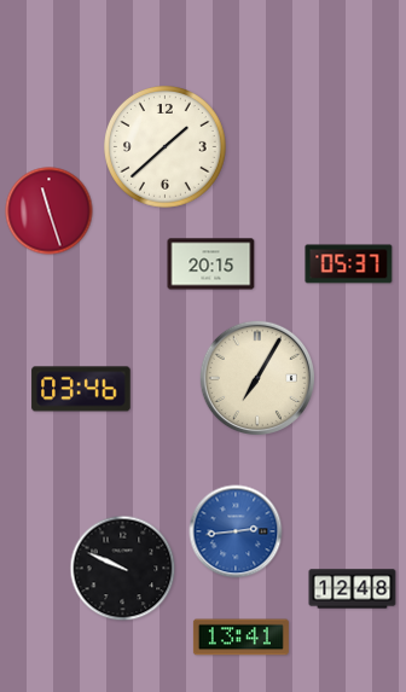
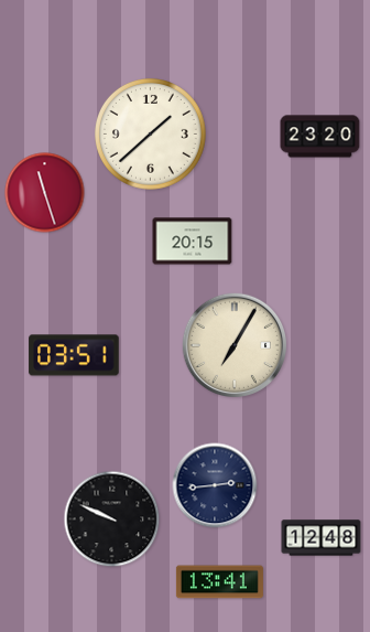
clock at (320, 137): none -> 23:20
clock at (349, 264): 05:37 -> none
clock at (81, 389): 03:46 -> 03:51
clock at (236, 531) dial: blue -> navy
